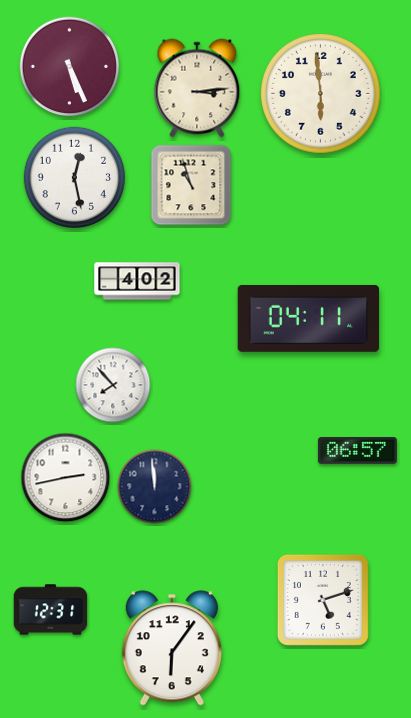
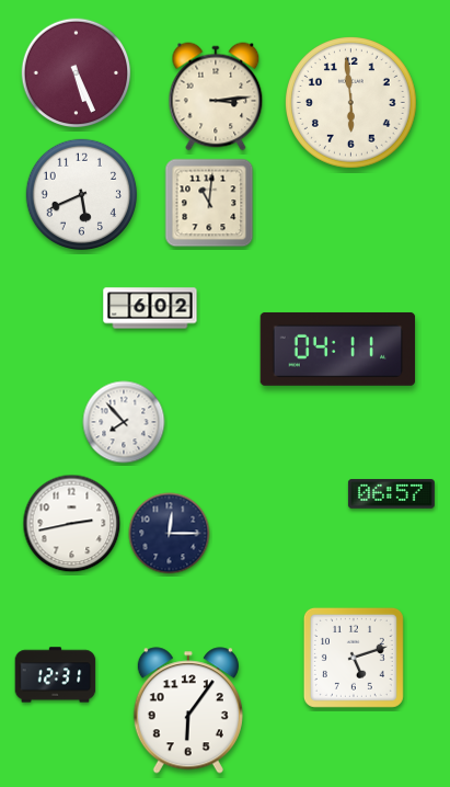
clock at (74, 177): 12:28 -> 5:41
clock at (191, 185): 10:57 -> 11:01
clock at (137, 281): 4:02 -> 6:02
clock at (155, 487): 11:59 -> 12:15
clock at (51, 610) position: (51, 610) -> (56, 675)
